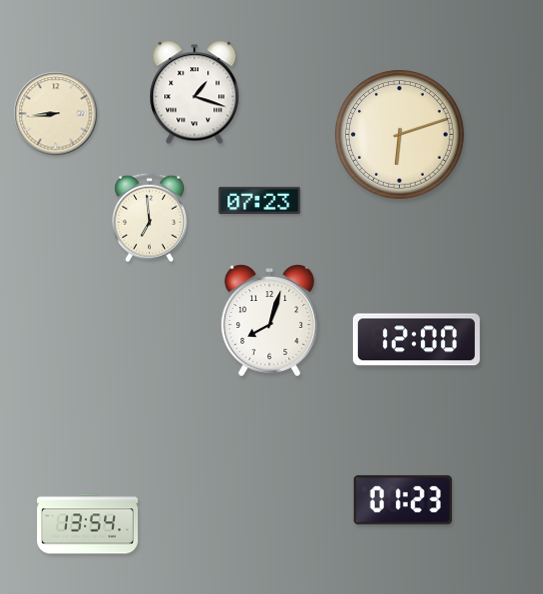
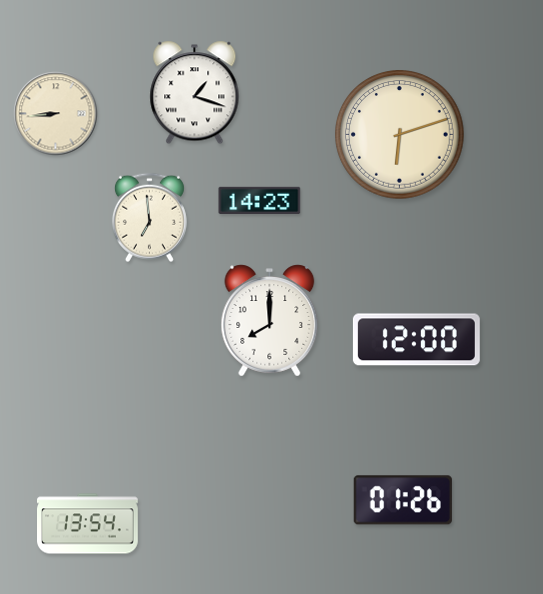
clock at (260, 200): 07:23 -> 14:23
clock at (270, 321): 8:03 -> 8:00
clock at (403, 500): 01:23 -> 01:26
